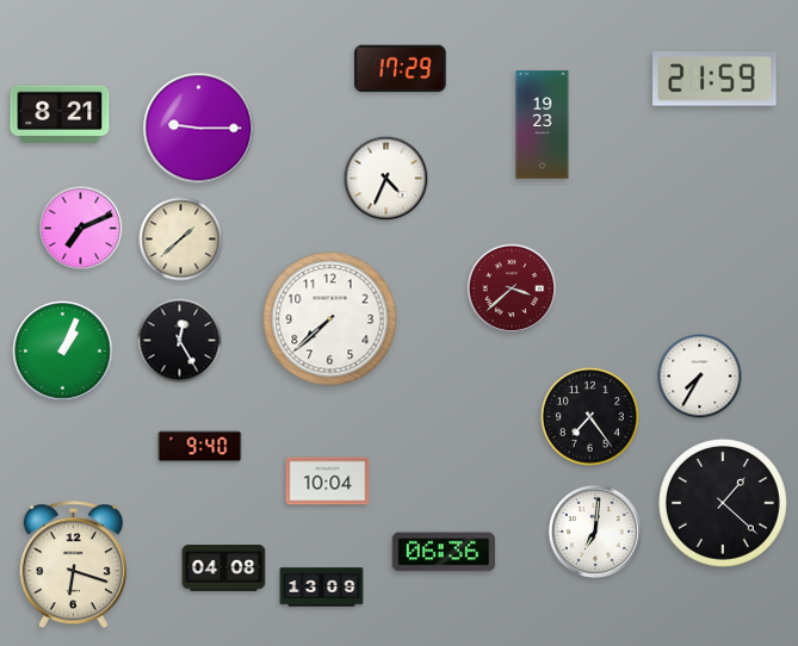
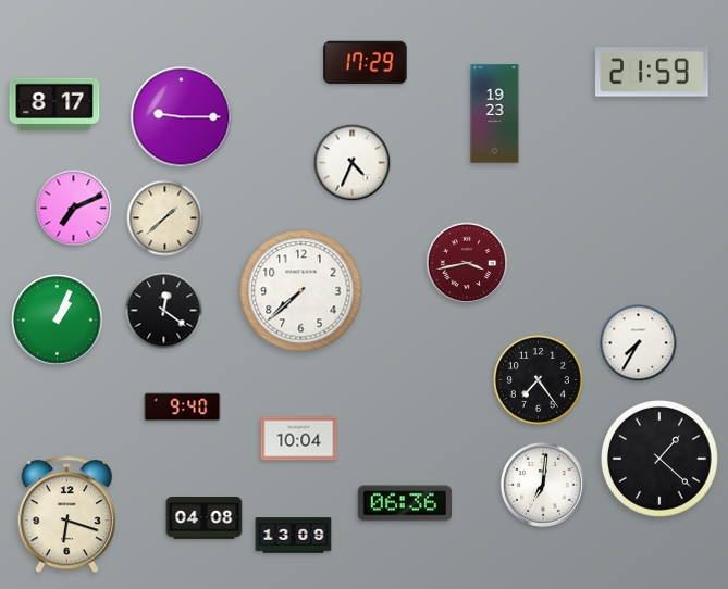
clock at (60, 114): 8:21 -> 8:17
clock at (512, 288): 3:38 -> 3:43
clock at (180, 341): 12:25 -> 12:21
